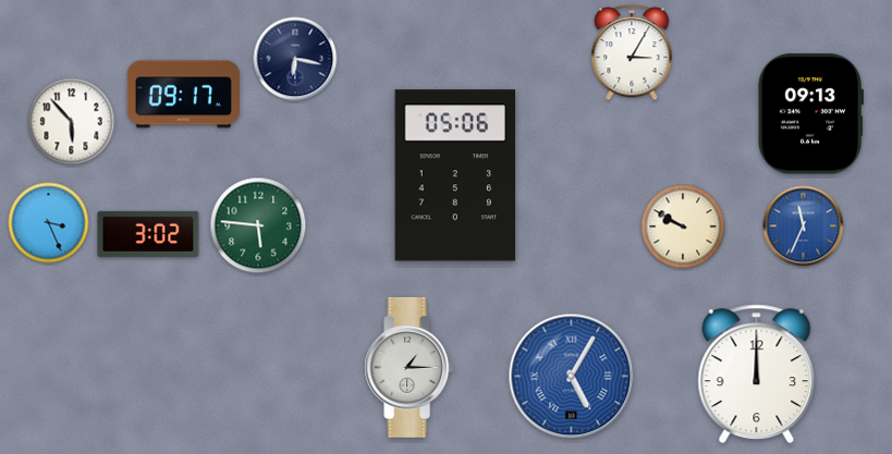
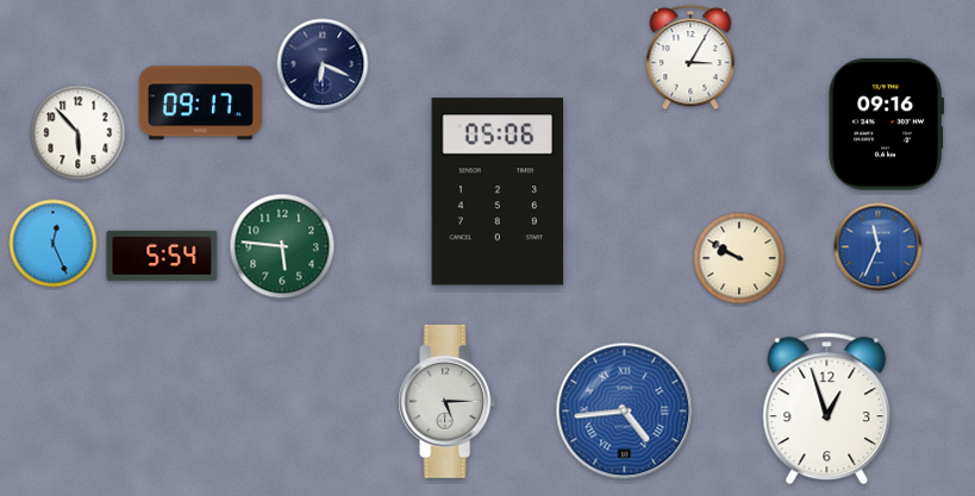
clock at (295, 59): 6:17 -> 6:19
clock at (810, 114): 09:13 -> 09:16
clock at (49, 223): 3:26 -> 12:26
clock at (683, 226) position: (683, 226) -> (739, 258)
clock at (148, 234): 3:02 -> 5:54
clock at (410, 367): 1:15 -> 5:15
clock at (757, 375): 12:00 -> 12:57
clock at (572, 377): 5:05 -> 4:44
